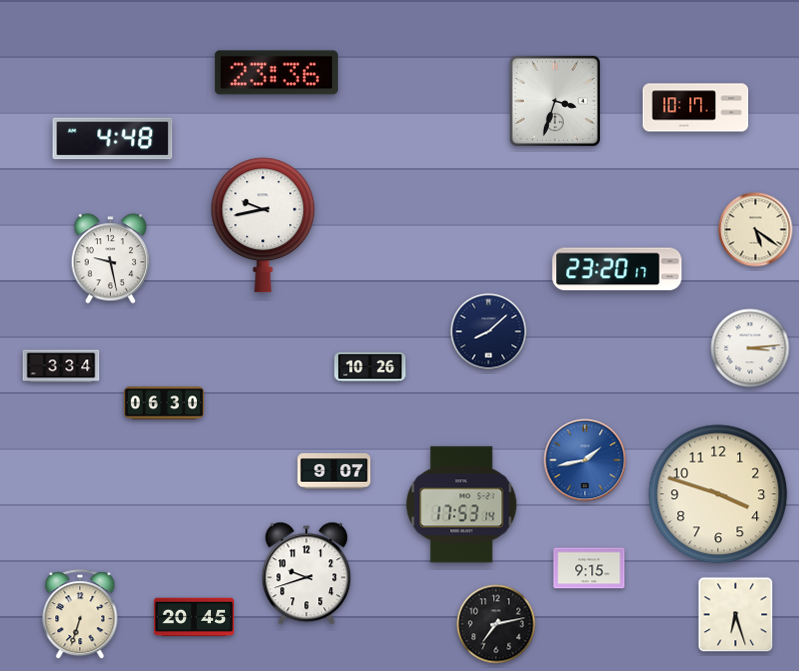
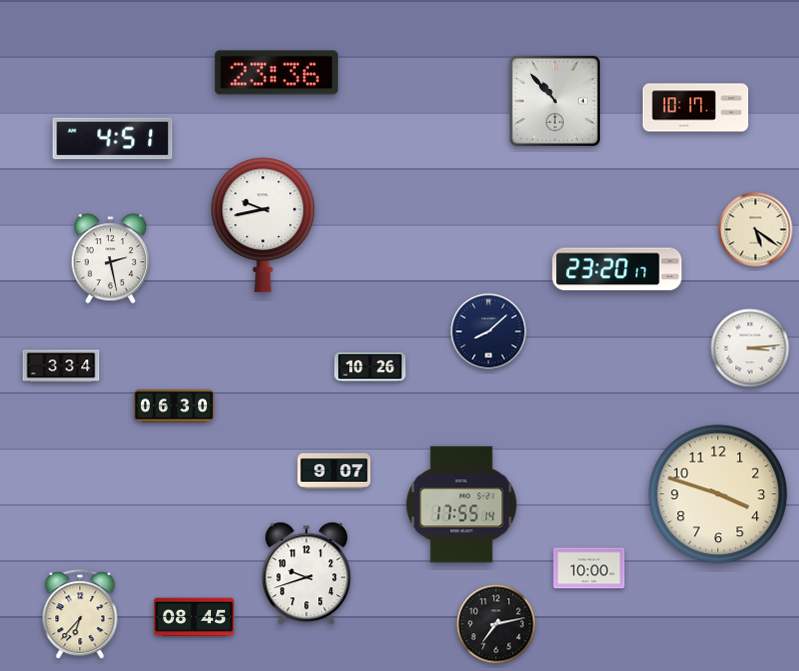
clock at (555, 101): 3:33 -> 10:53
clock at (113, 139): 4:48 -> 4:51
clock at (111, 259): 9:28 -> 2:28
clock at (164, 403) position: (164, 403) -> (174, 406)
clock at (585, 460): 1:43 -> none
clock at (462, 505): 17:53 -> 17:55
clock at (589, 568): 9:15 -> 10:00
clock at (80, 615): 6:33 -> 6:37
clock at (736, 615): 6:27 -> none
clock at (194, 617): 20:45 -> 08:45
